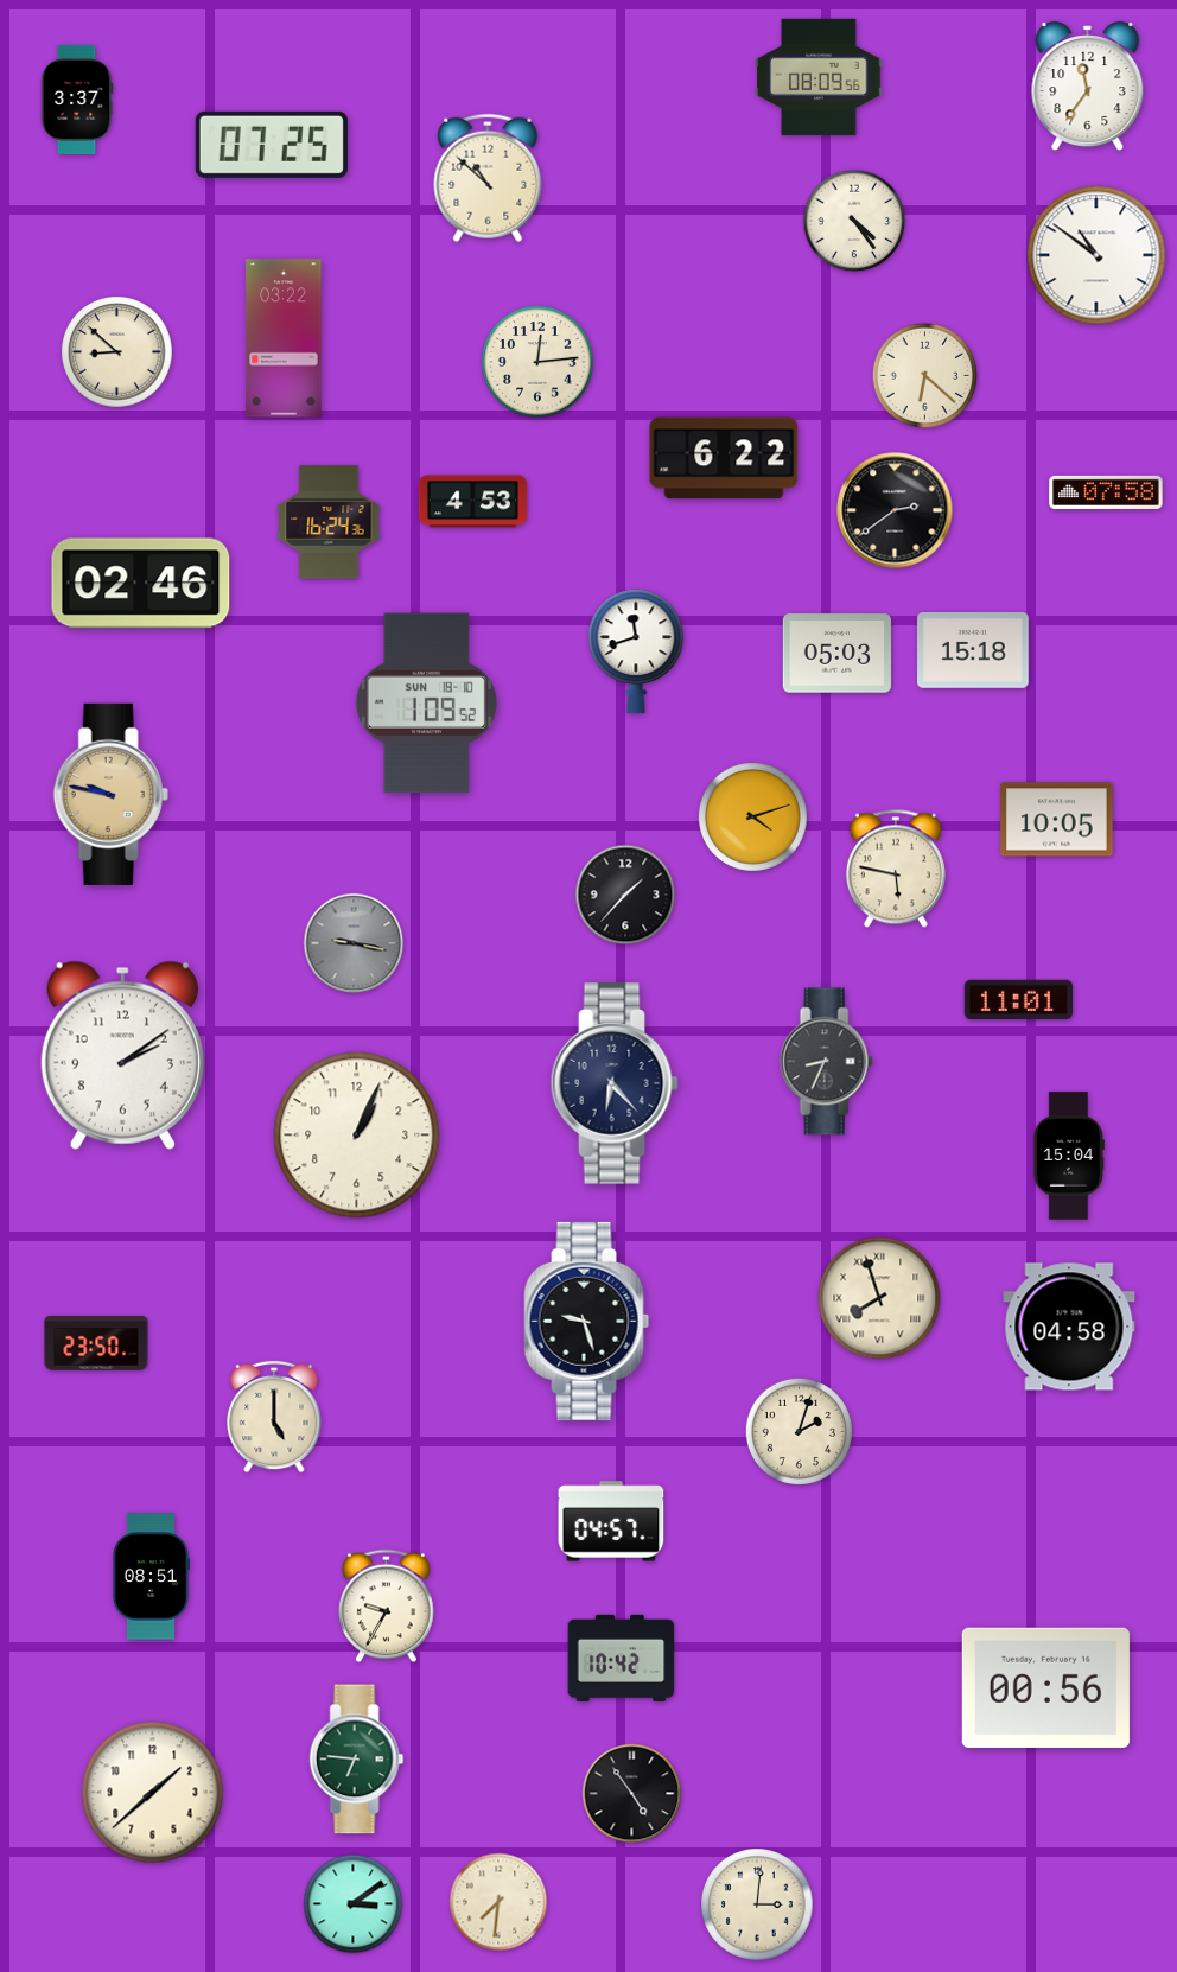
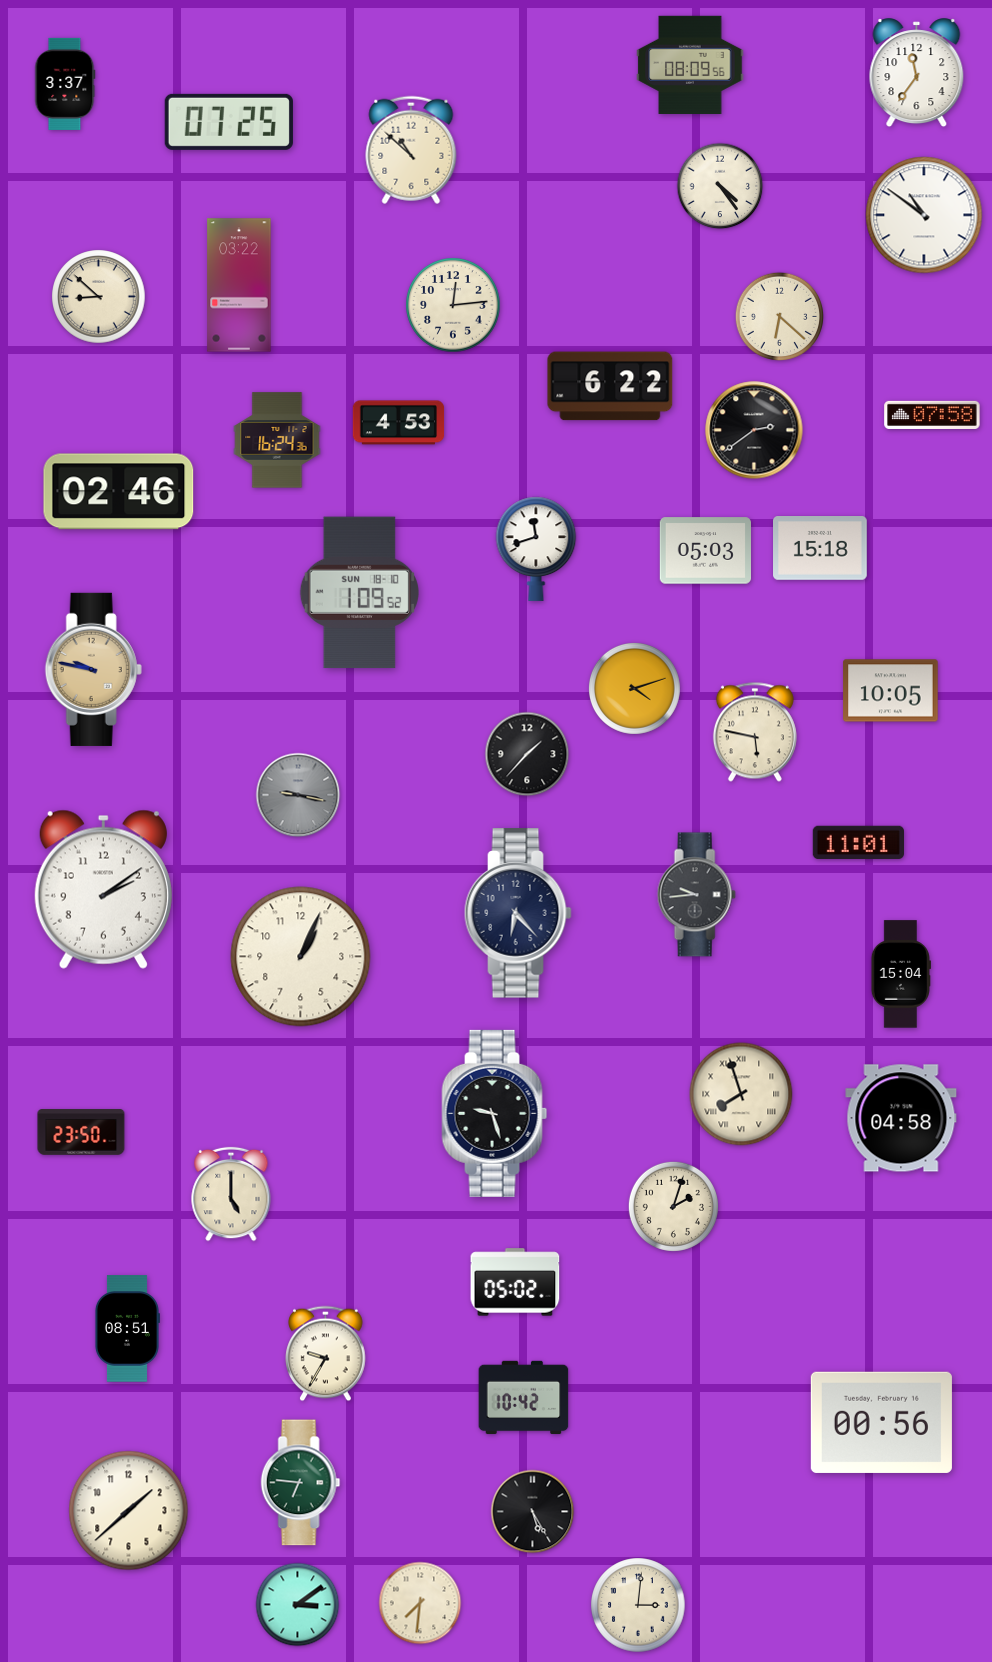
clock at (826, 1062): 8:34 -> 9:44
clock at (611, 1521): 04:57 -> 05:02
clock at (632, 1794): 4:54 -> 5:25
